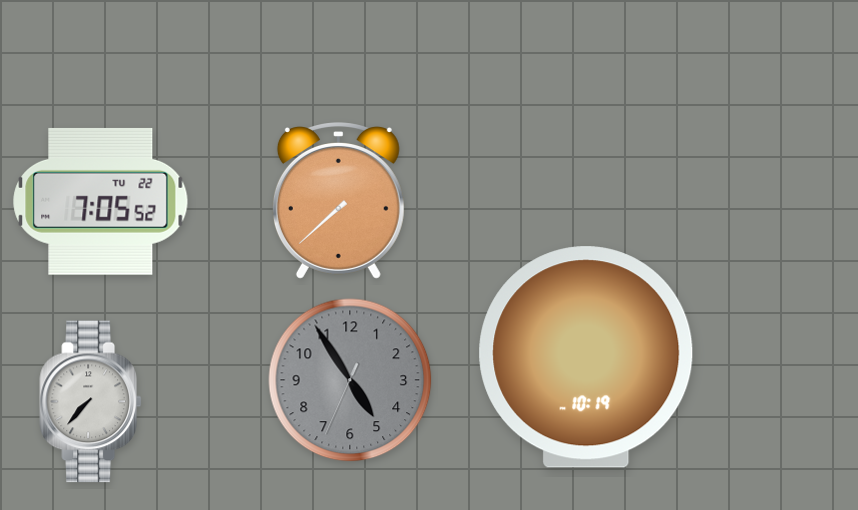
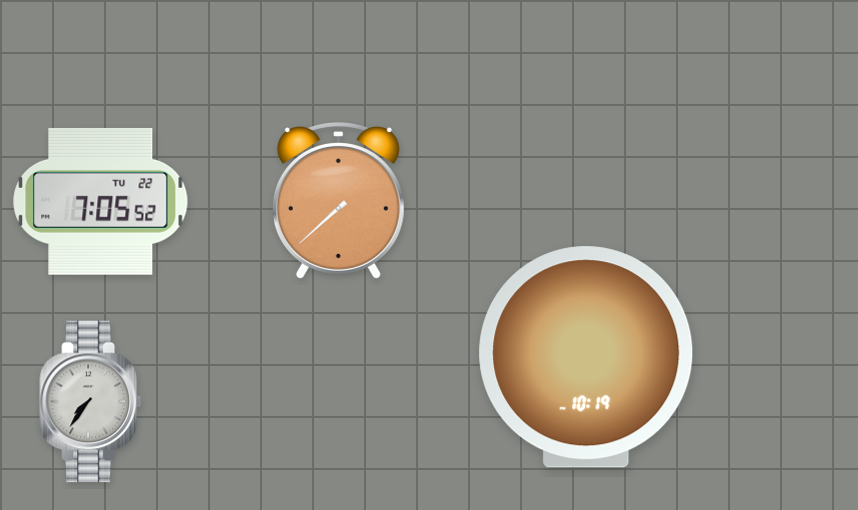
clock at (350, 380): 4:54 -> none
clock at (91, 402): 7:37 -> 7:36
